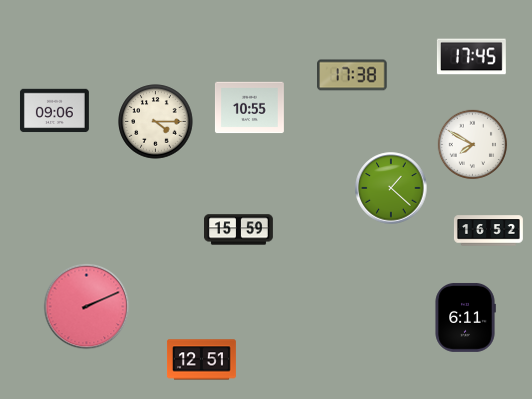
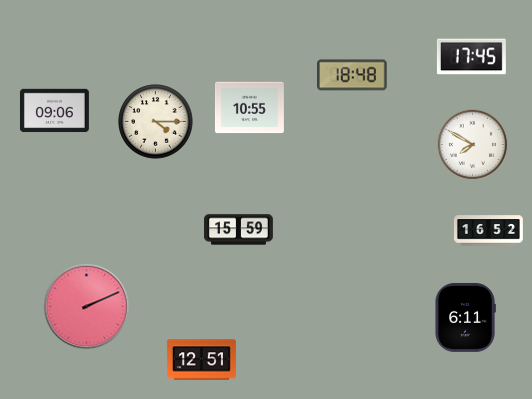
clock at (353, 75): 17:38 -> 18:48
clock at (391, 188): 1:22 -> none
